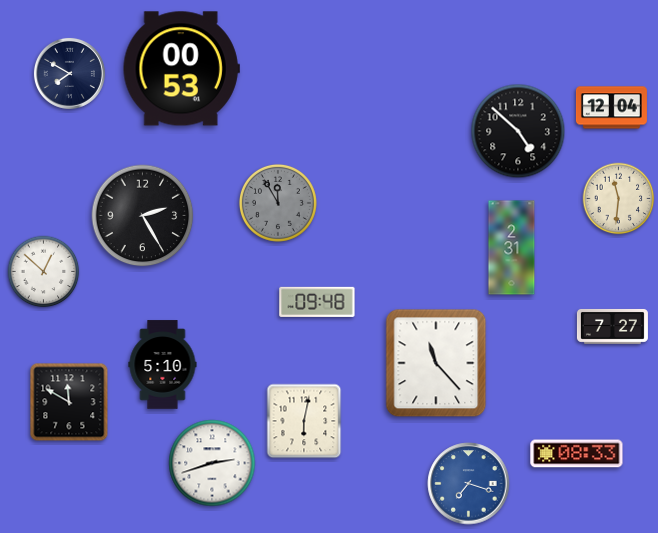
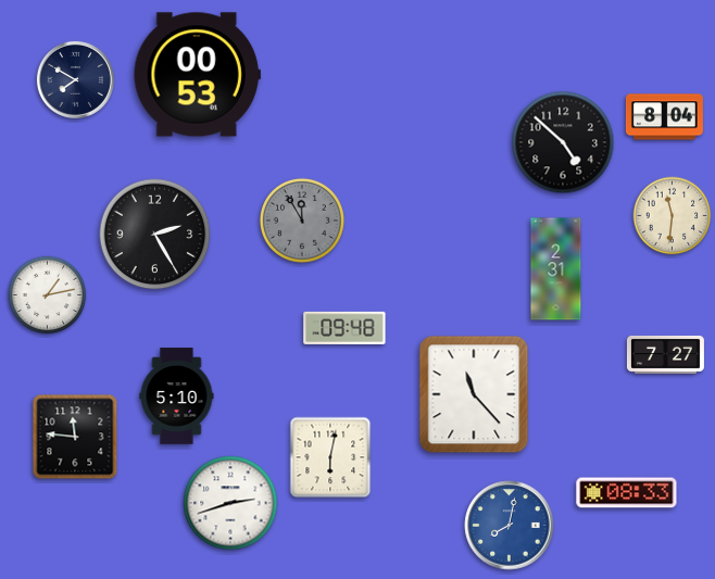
clock at (611, 108): 12:04 -> 8:04
clock at (44, 272): 12:52 -> 1:13
clock at (69, 402): 11:50 -> 11:46
clock at (469, 484): 7:18 -> 8:02
